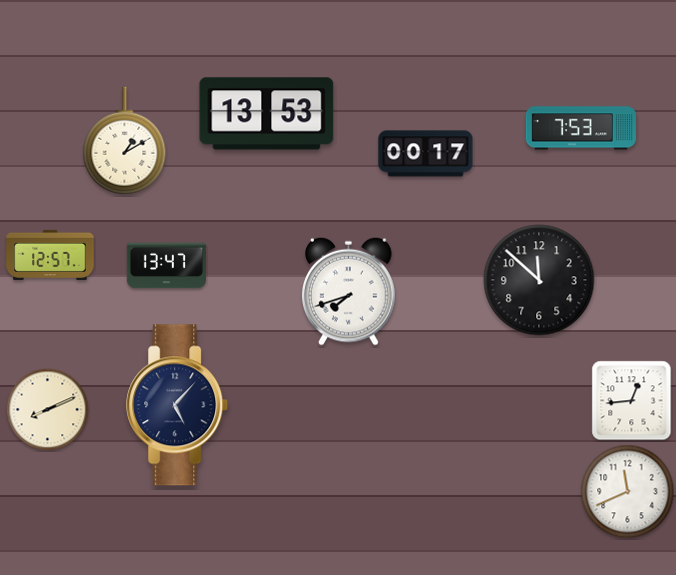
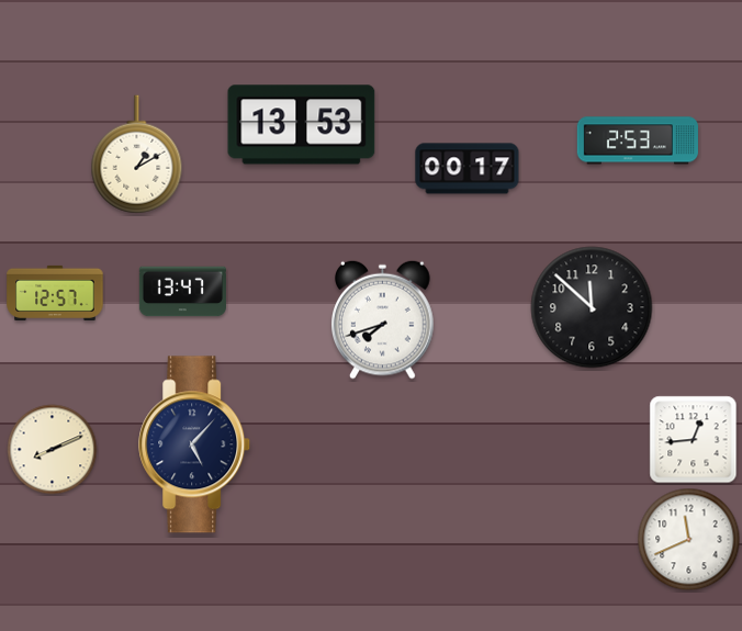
clock at (267, 114) position: (267, 114) -> (302, 125)
clock at (581, 128): 7:53 -> 2:53
clock at (50, 255) position: (50, 255) -> (55, 293)
